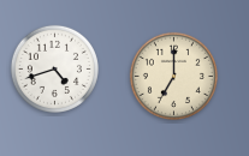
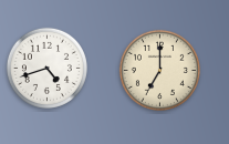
clock at (54, 68) position: (54, 68) -> (46, 68)
